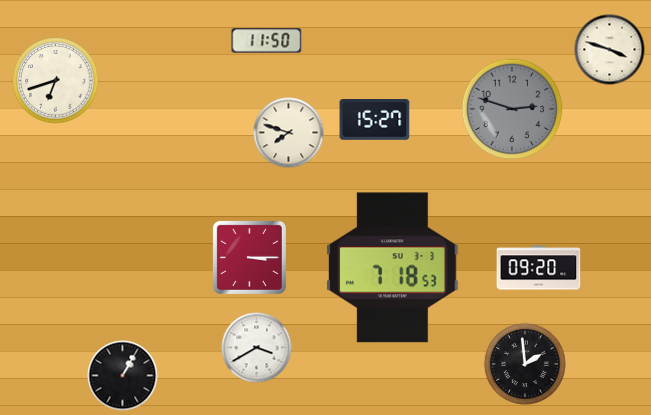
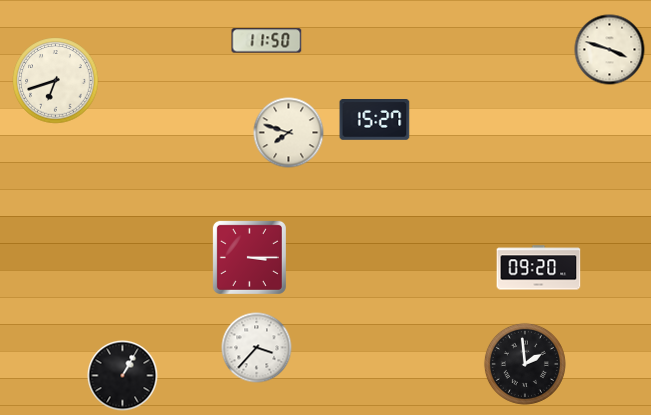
clock at (512, 109): 2:48 -> none
clock at (393, 268): 7:18 -> none
clock at (257, 348): 3:40 -> 3:37
